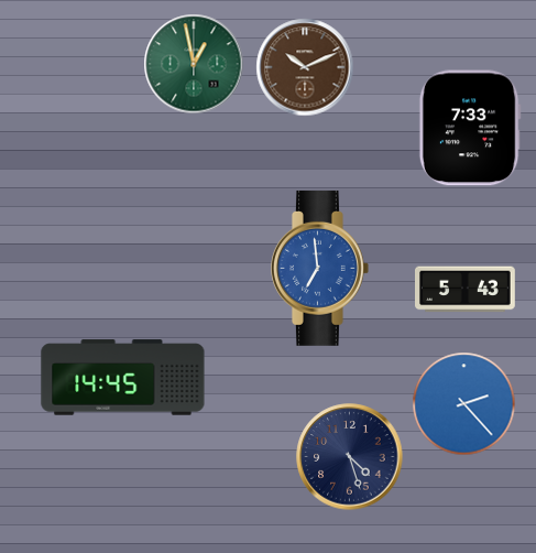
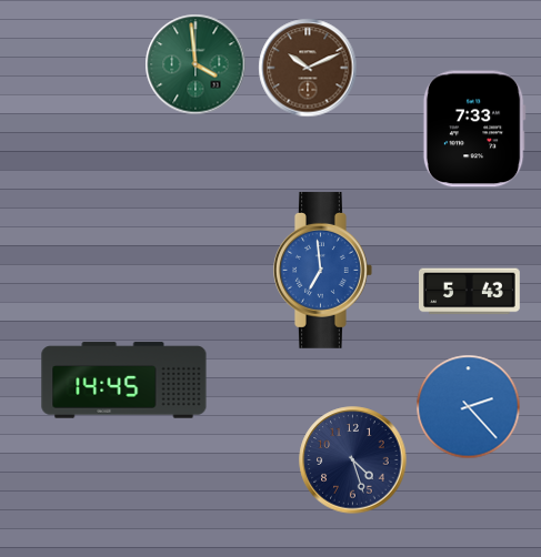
clock at (194, 64): 12:58 -> 3:59
